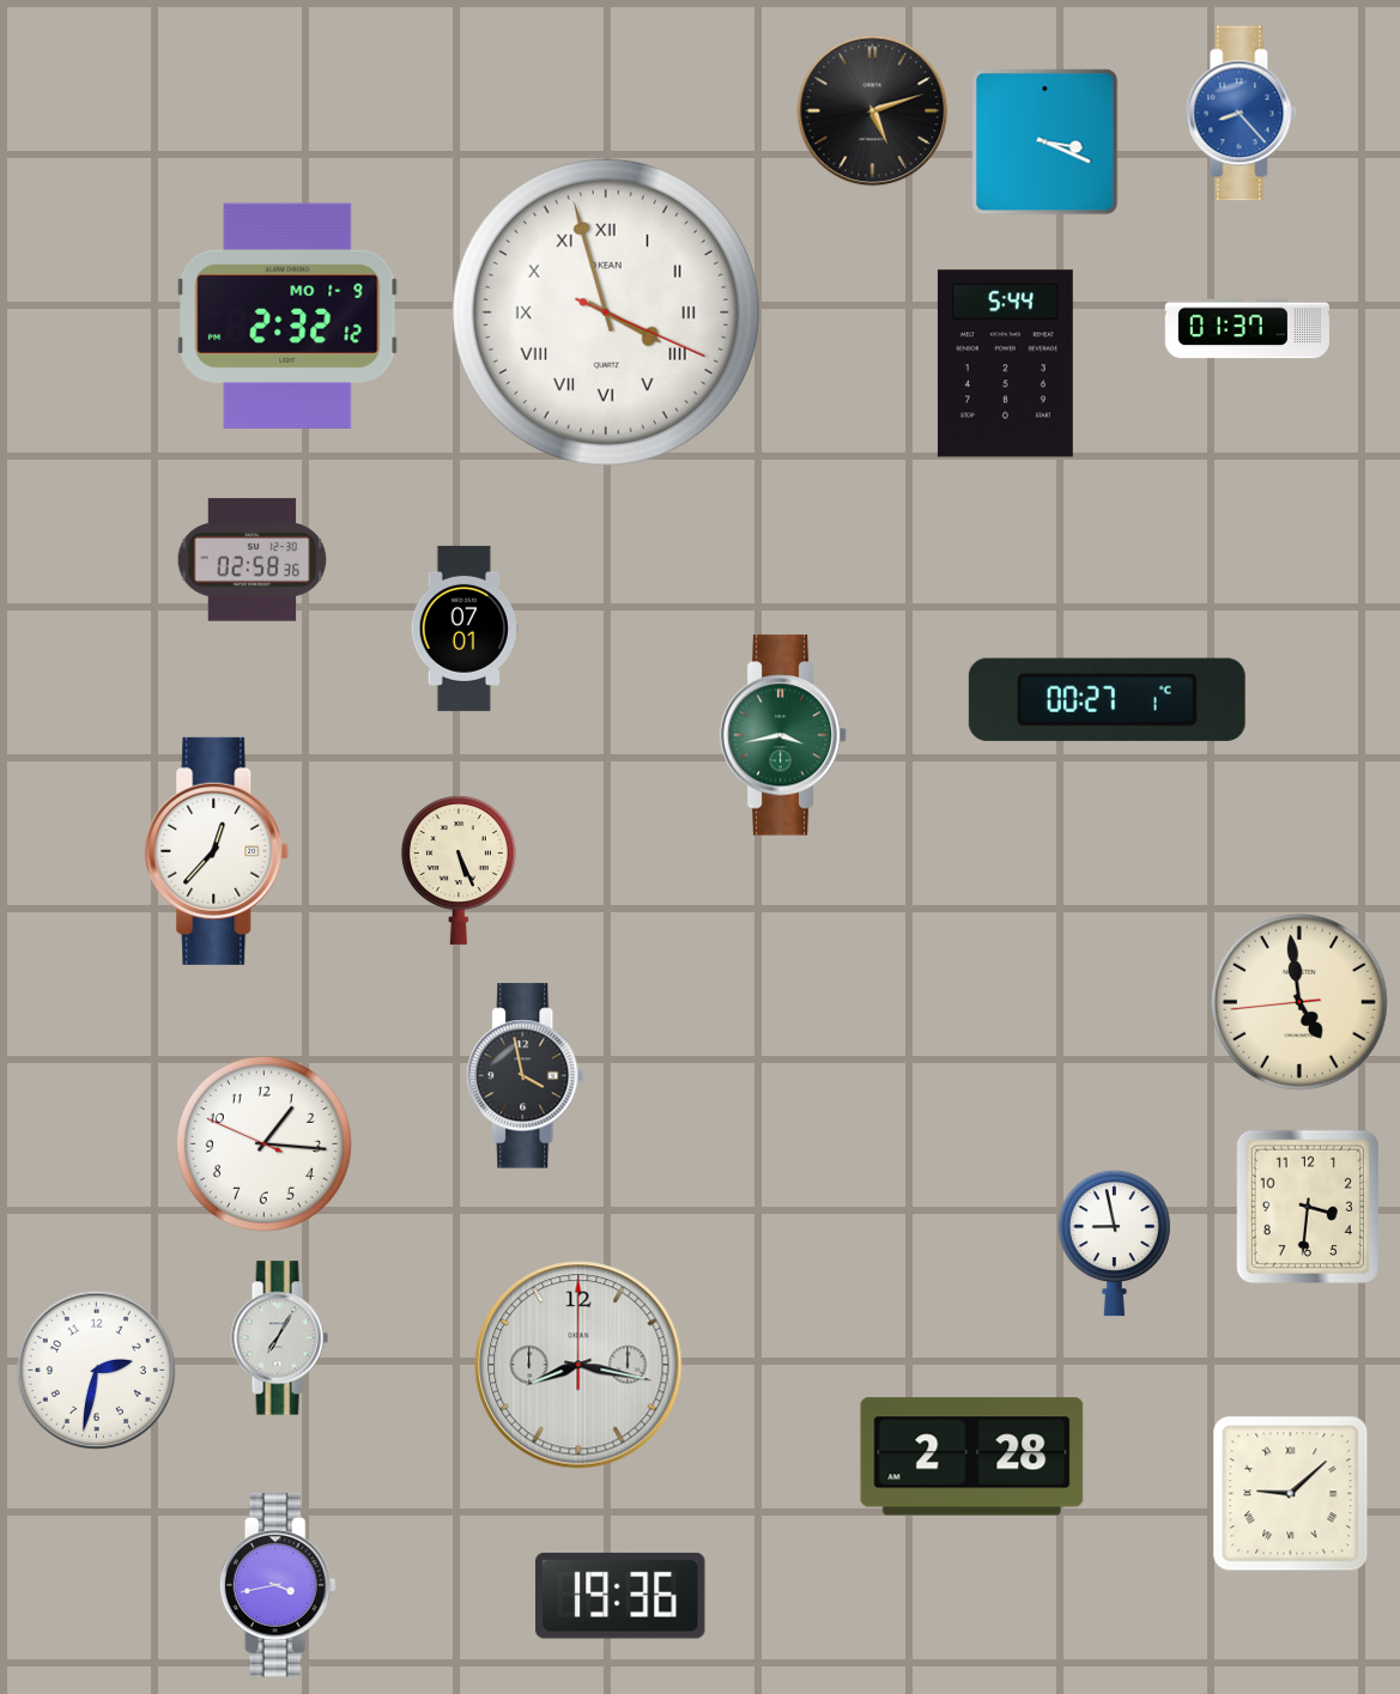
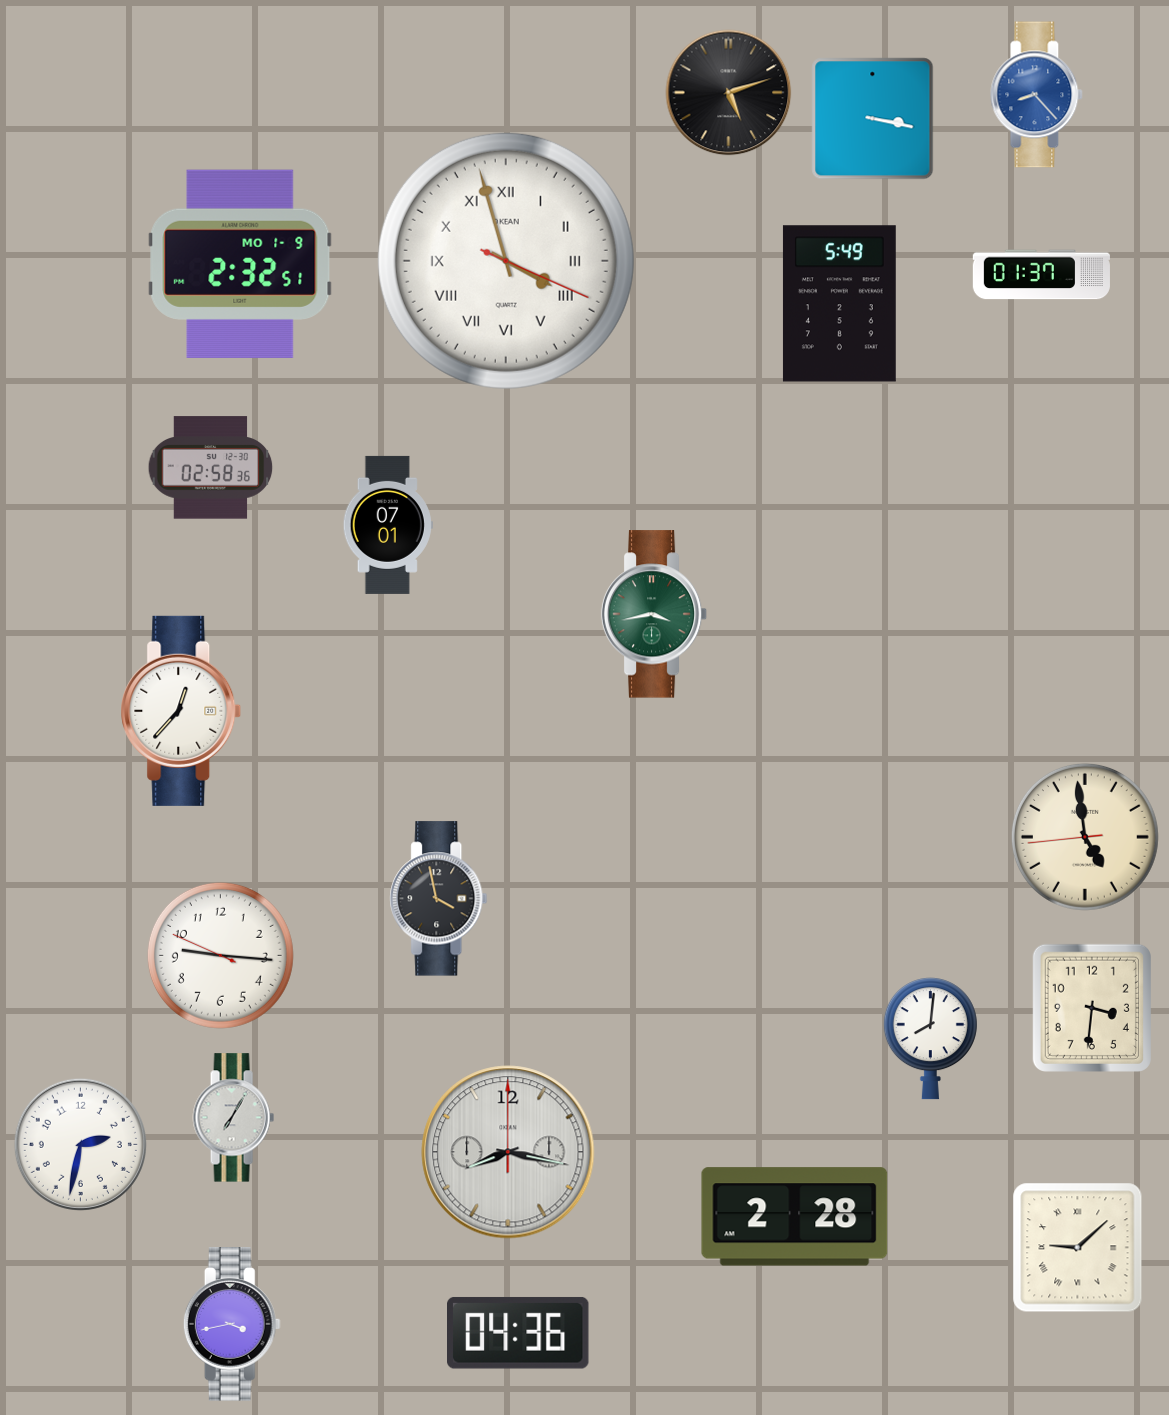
clock at (1046, 142): 3:19 -> 3:17
clock at (287, 316): 2:32:12 -> 2:32:51
clock at (1005, 364): 5:44 -> 5:49
clock at (1107, 699): 00:27 -> none
clock at (459, 870): 5:26 -> none
clock at (263, 1143): 1:15 -> 9:15
clock at (1114, 1244): 8:58 -> 8:01
clock at (578, 1365) position: (578, 1365) -> (508, 1152)
clock at (972, 1457) position: (972, 1457) -> (795, 1217)
clock at (622, 1596): 19:36 -> 04:36
